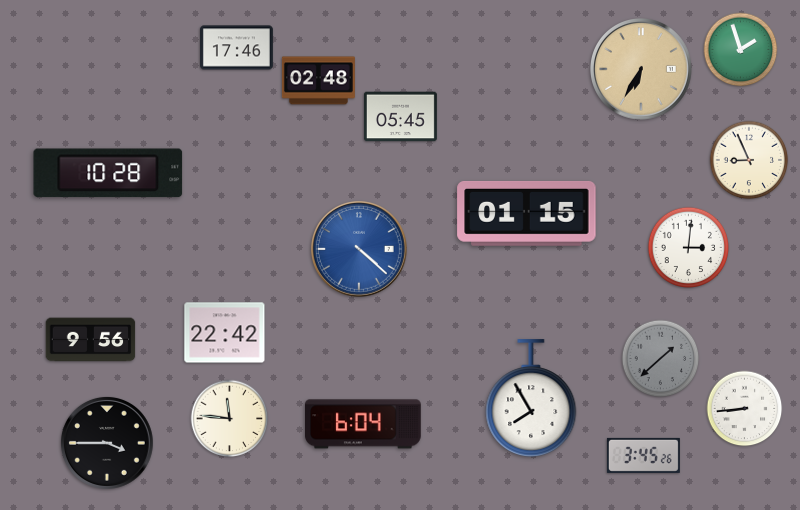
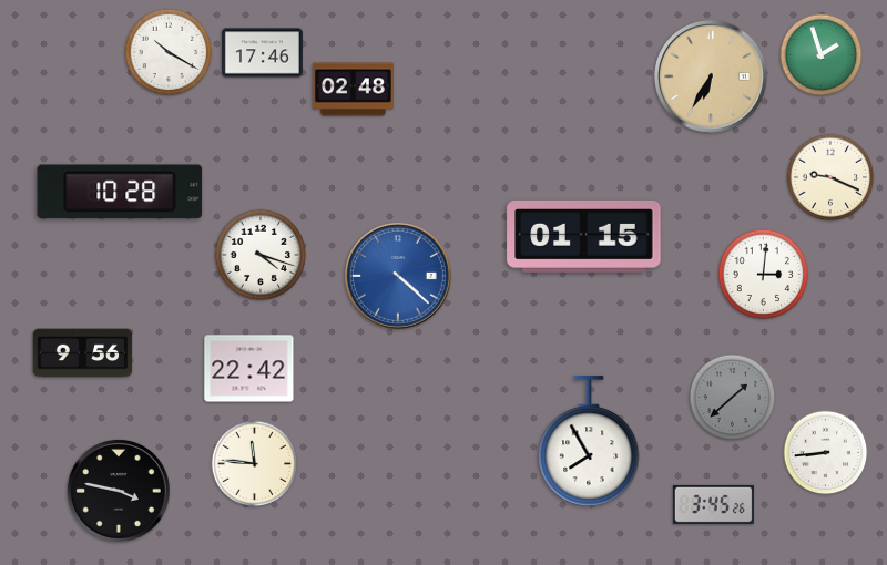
clock at (169, 52): none -> 10:20
clock at (400, 117): 05:45 -> none
clock at (749, 160): 8:56 -> 9:19
clock at (259, 254): none -> 4:18
clock at (91, 340) position: (91, 340) -> (83, 353)
clock at (364, 424): 6:04 -> none
clock at (107, 443): 3:45 -> 3:47
